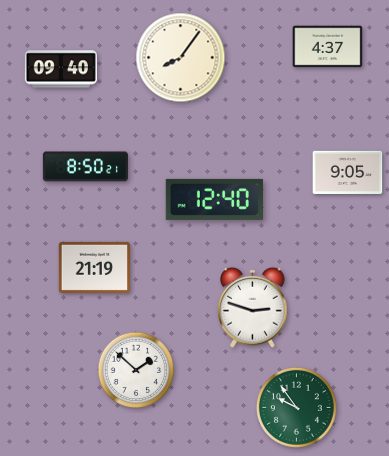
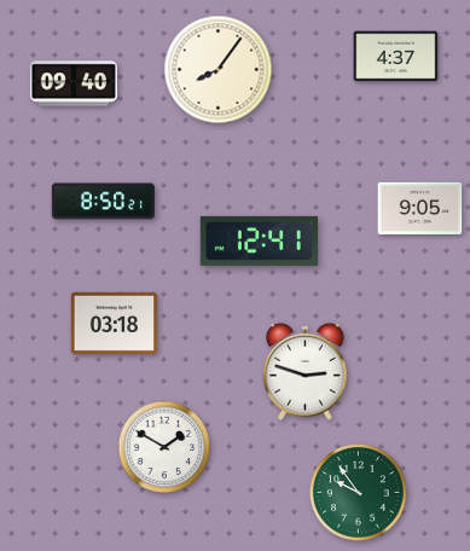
clock at (215, 199): 12:40 -> 12:41
clock at (95, 267): 21:19 -> 03:18
clock at (136, 370): 1:52 -> 1:50
